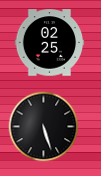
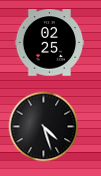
clock at (44, 127): 5:27 -> 4:27
